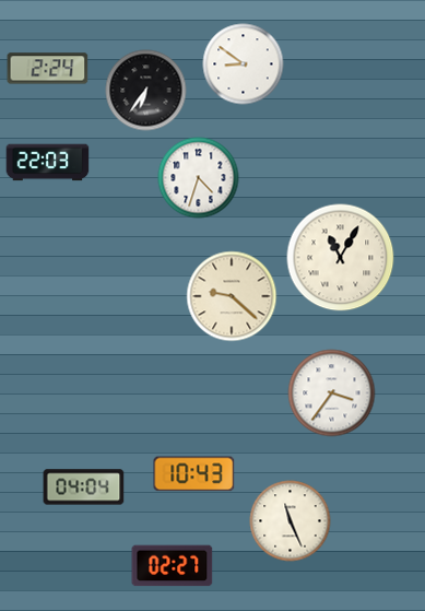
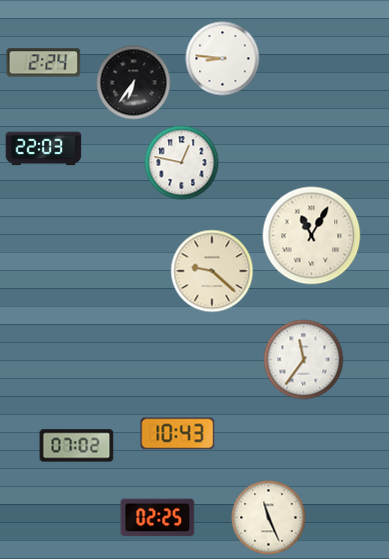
clock at (244, 64): 8:51 -> 8:46
clock at (199, 178): 4:33 -> 12:47
clock at (332, 393): 3:36 -> 11:36
clock at (84, 487): 04:04 -> 07:02
clock at (291, 521) position: (291, 521) -> (269, 518)
clock at (173, 566): 02:27 -> 02:25
